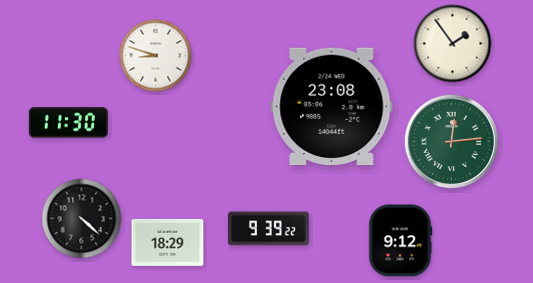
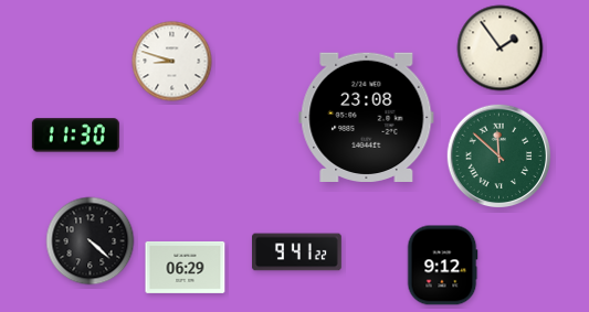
clock at (452, 142): 12:14 -> 11:52
clock at (269, 229): 9:39 -> 9:41
clock at (168, 242): 18:29 -> 06:29
